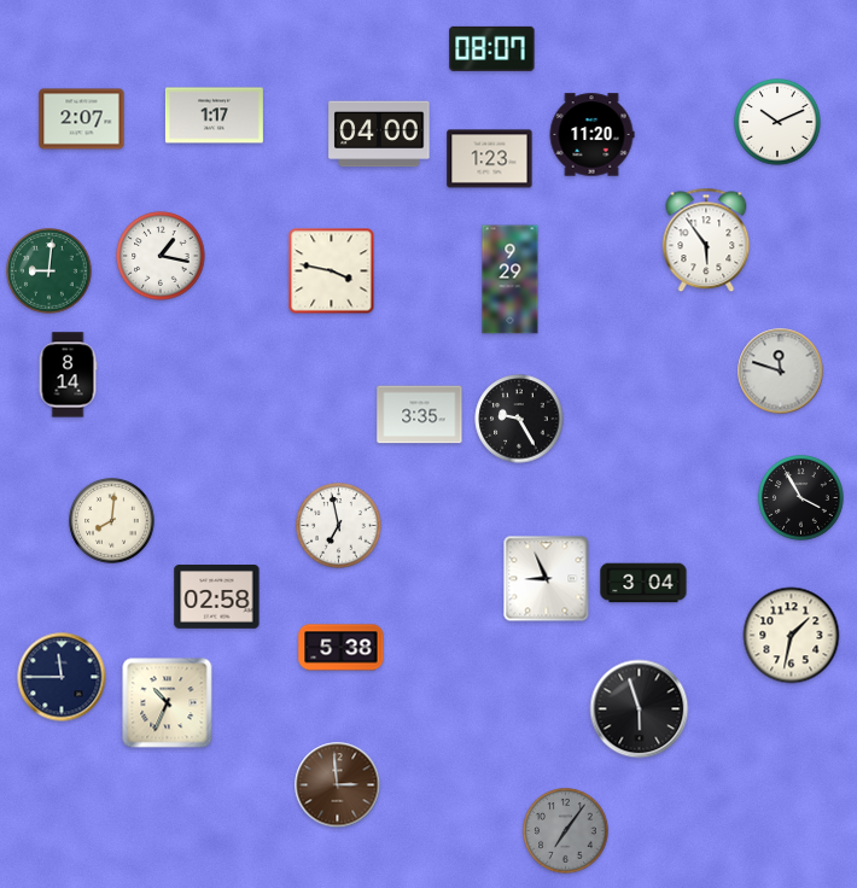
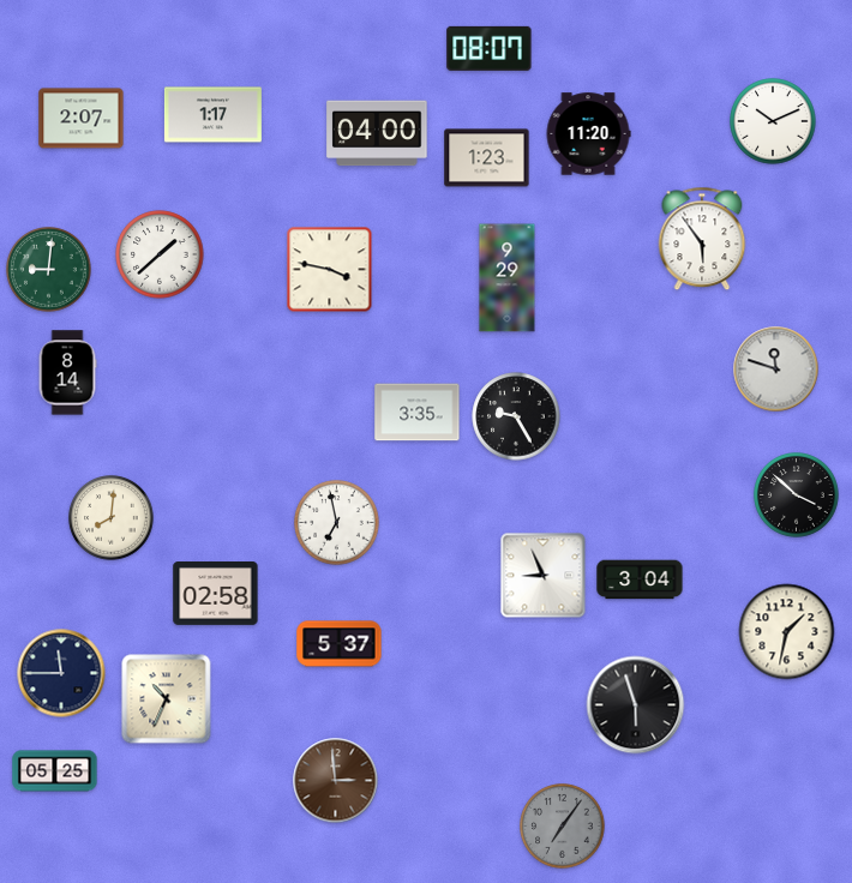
clock at (161, 256): 1:17 -> 1:38
clock at (801, 498): 3:55 -> 3:52
clock at (342, 648): 5:38 -> 5:37
clock at (55, 771): none -> 05:25
